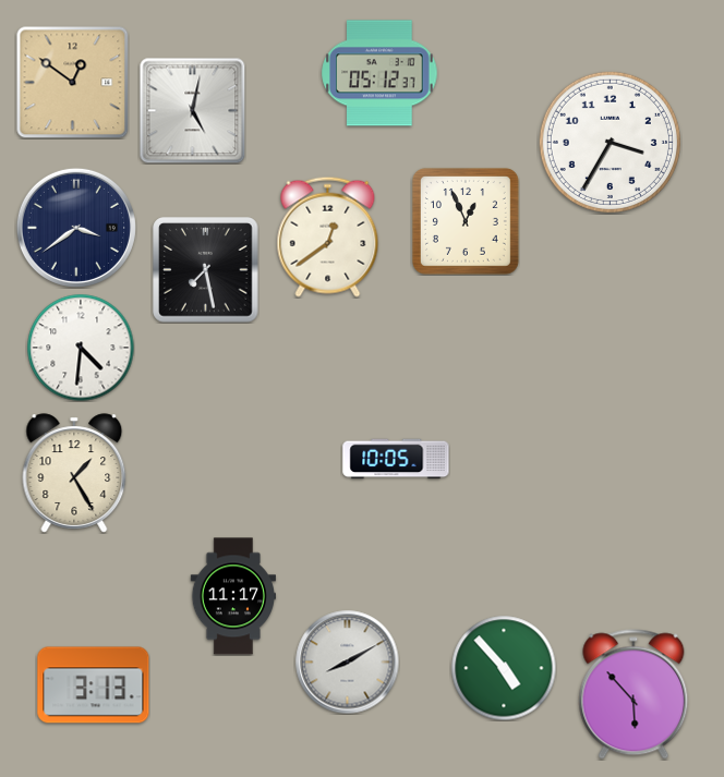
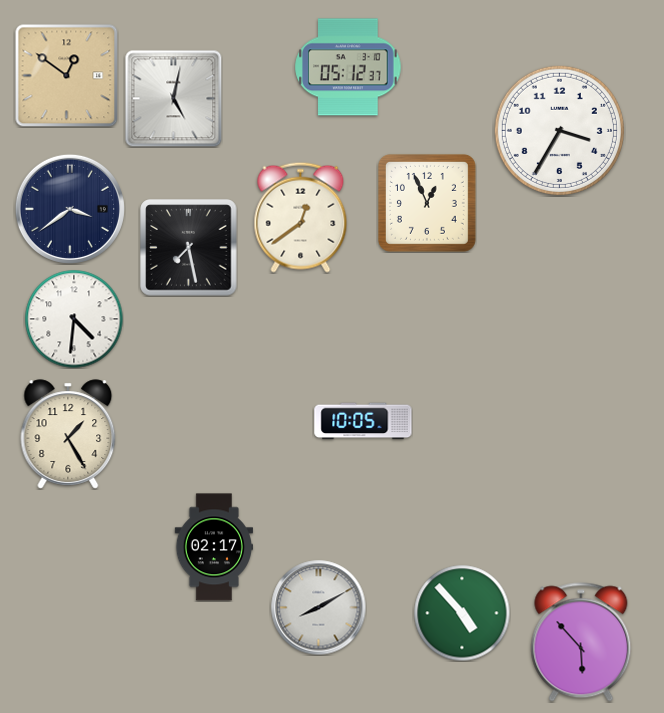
clock at (192, 110) position: (192, 110) -> (173, 98)
clock at (232, 596): 11:17 -> 02:17
clock at (94, 685): 3:13 -> none
clock at (633, 694) position: (633, 694) -> (581, 642)
